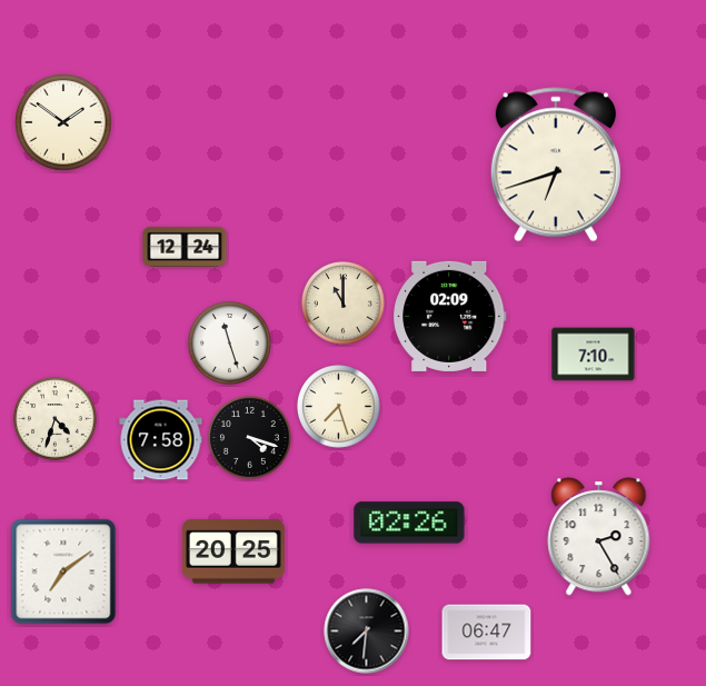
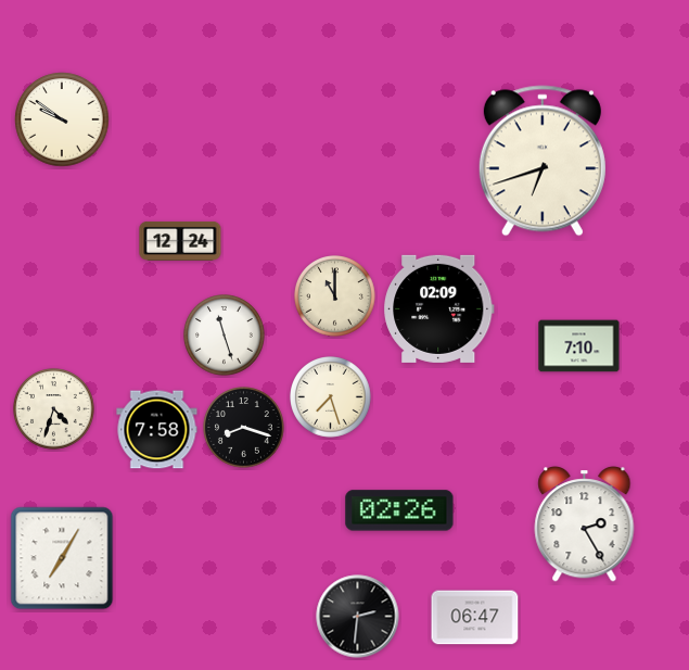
clock at (63, 122): 1:51 -> 9:51
clock at (250, 438): 4:18 -> 8:18
clock at (233, 551): 20:25 -> none
clock at (63, 571): 7:09 -> 7:05
clock at (367, 632): 7:31 -> 2:31
